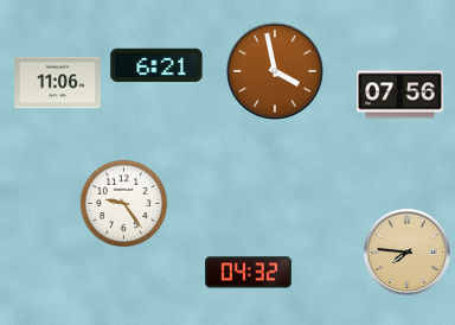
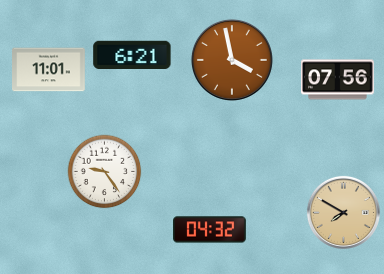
clock at (58, 83): 11:06 -> 11:01
clock at (406, 251): 7:46 -> 7:50
